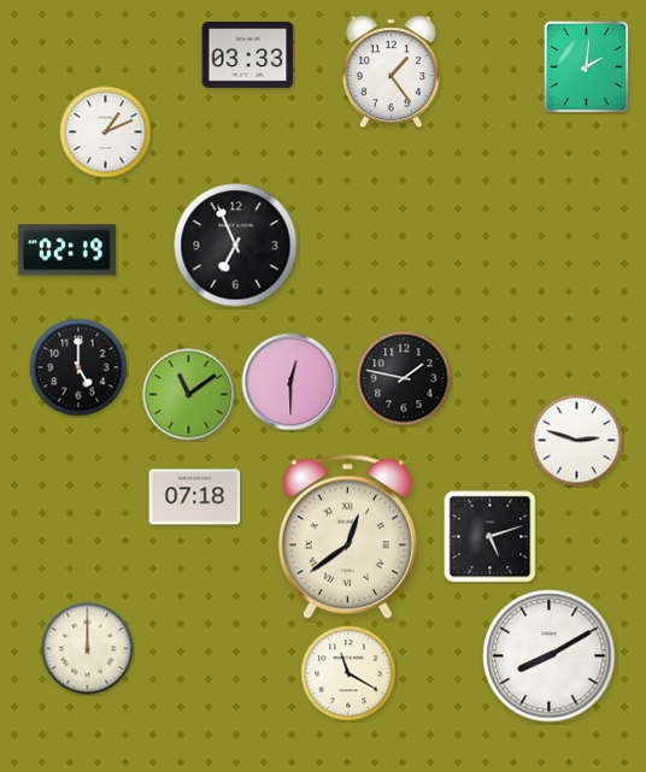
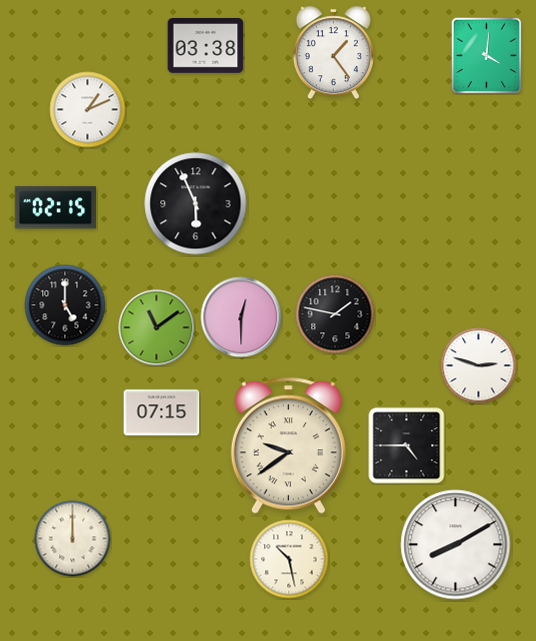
clock at (248, 55): 03:33 -> 03:38
clock at (587, 66): 2:01 -> 4:01
clock at (390, 72) position: (390, 72) -> (333, 53)
clock at (236, 246): 6:56 -> 5:56
clock at (66, 251): 02:19 -> 02:15
clock at (195, 497): 07:18 -> 07:15
clock at (347, 536): 12:39 -> 9:39
clock at (491, 537): 5:12 -> 4:45
clock at (348, 673): 11:20 -> 10:28
